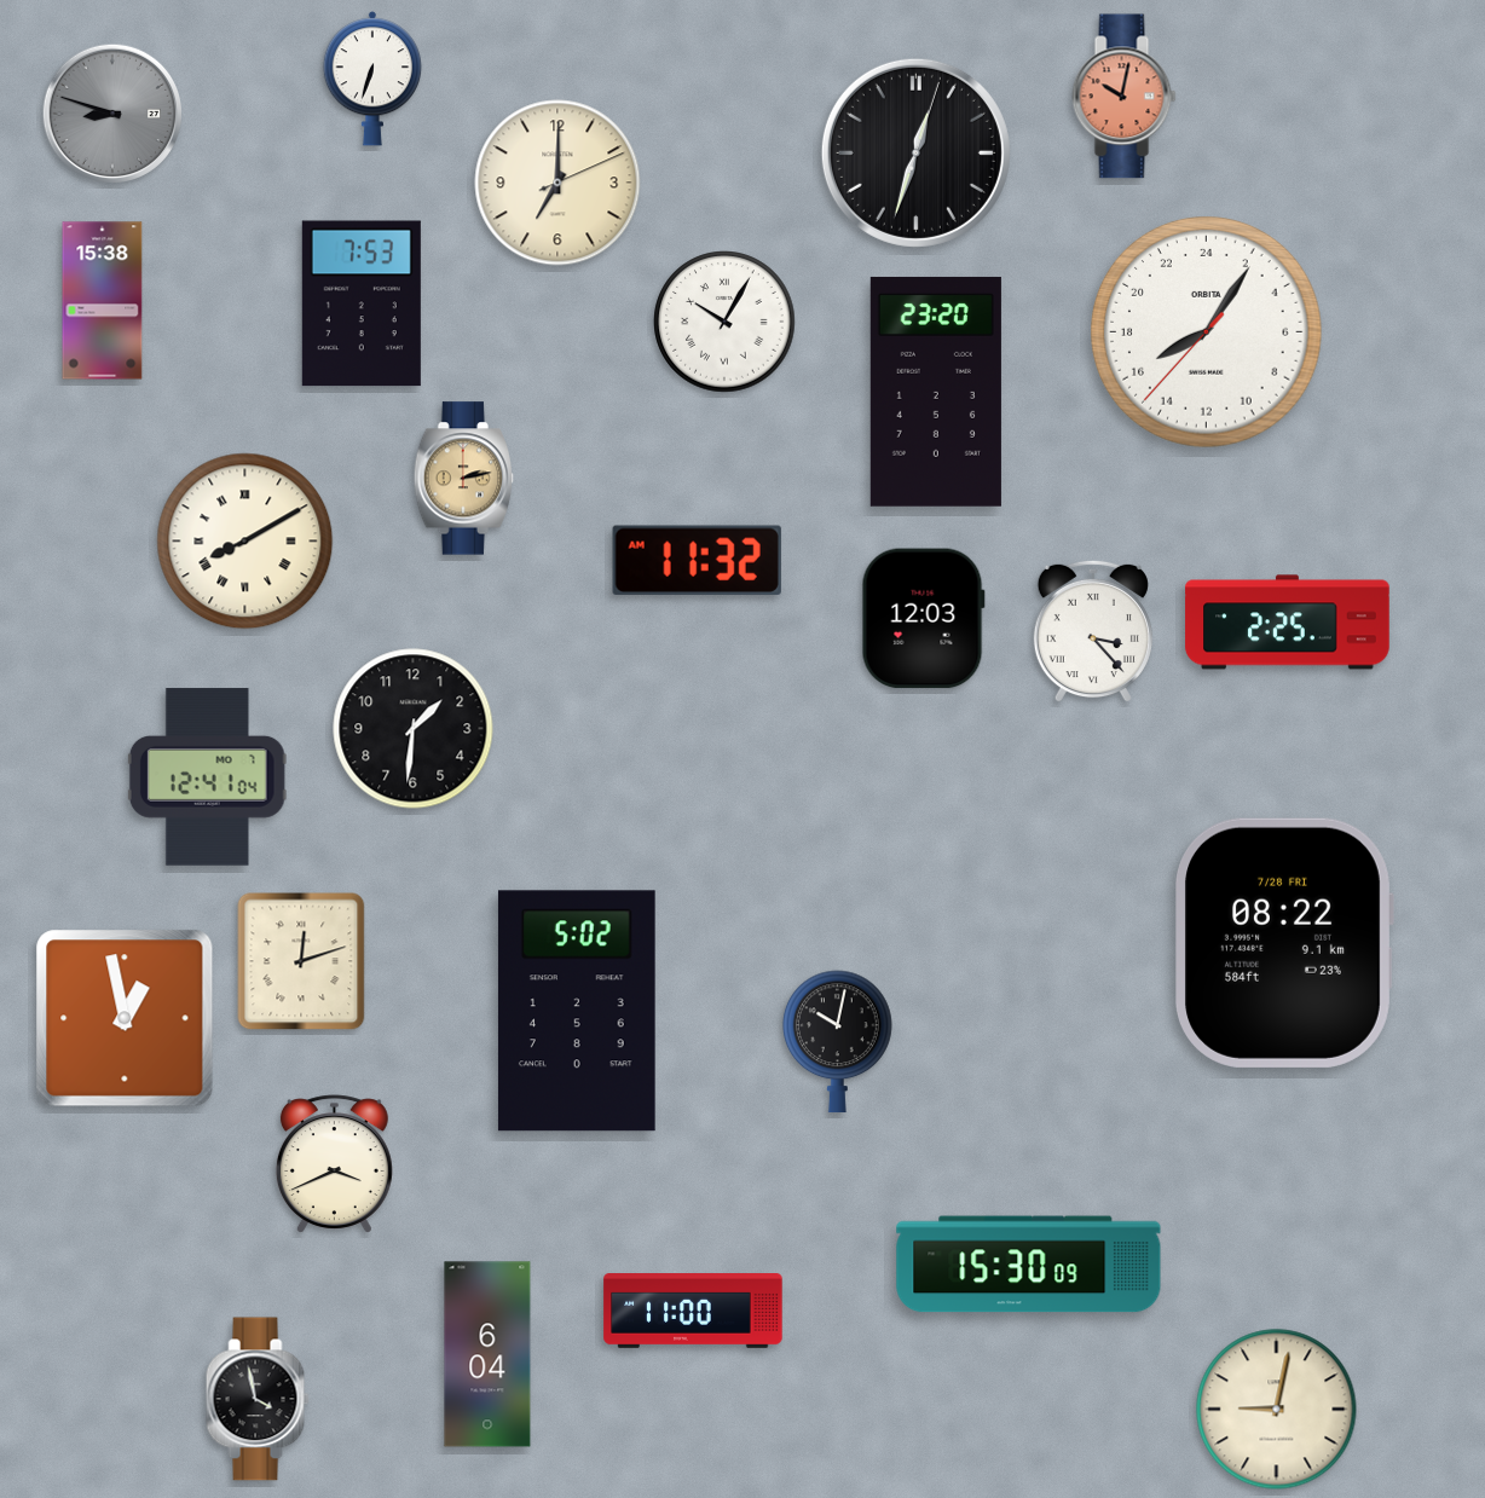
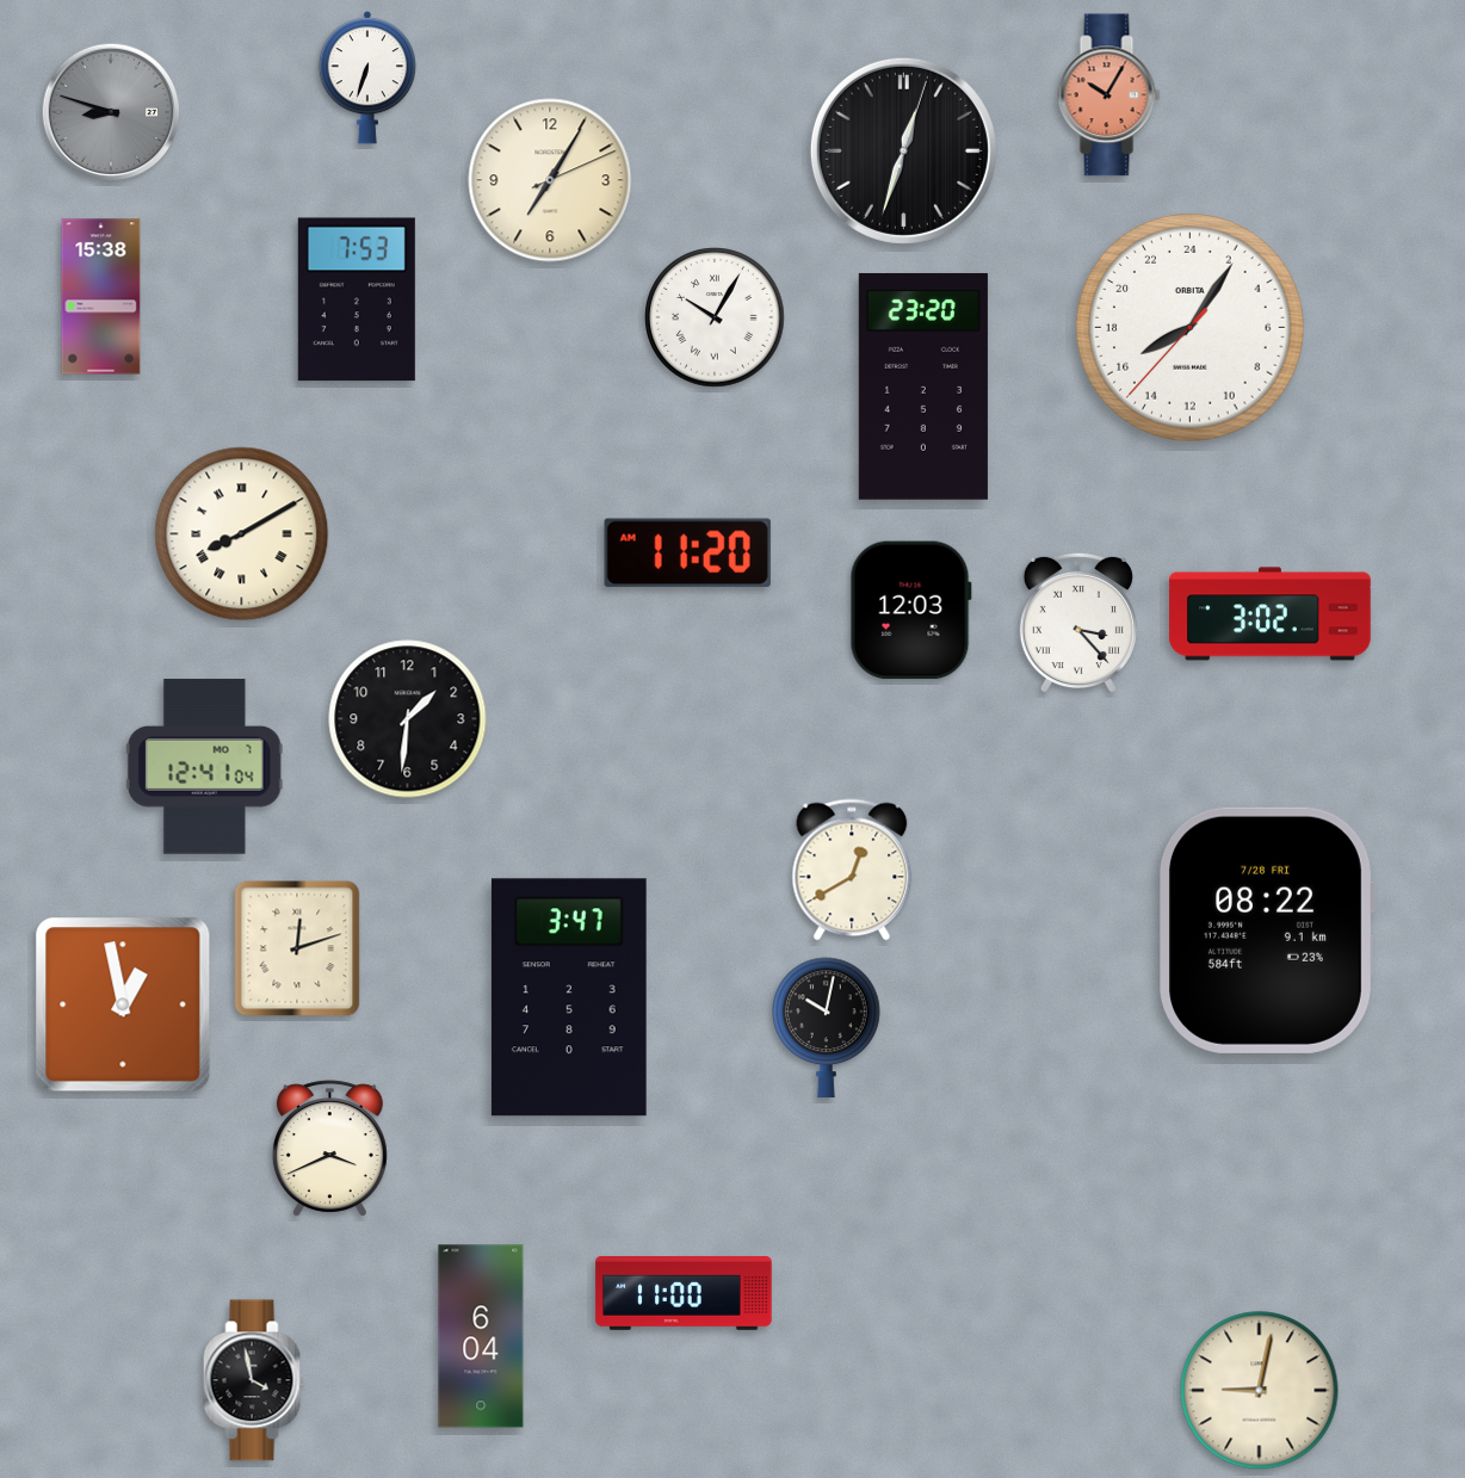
clock at (1125, 97): 10:02 -> 10:05
clock at (557, 183): 7:00 -> 7:05
clock at (464, 479): 2:13 -> none
clock at (697, 560): 11:32 -> 11:20
clock at (1288, 623): 2:25 -> 3:02
clock at (852, 870): none -> 12:40
clock at (577, 1011): 5:02 -> 3:47
clock at (1029, 1265): 15:30 -> none
